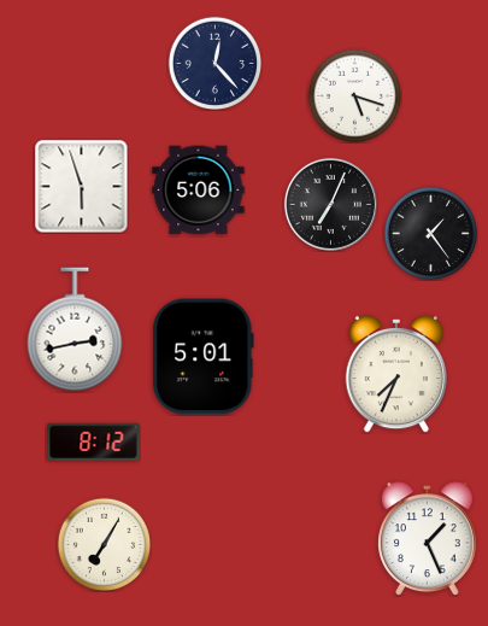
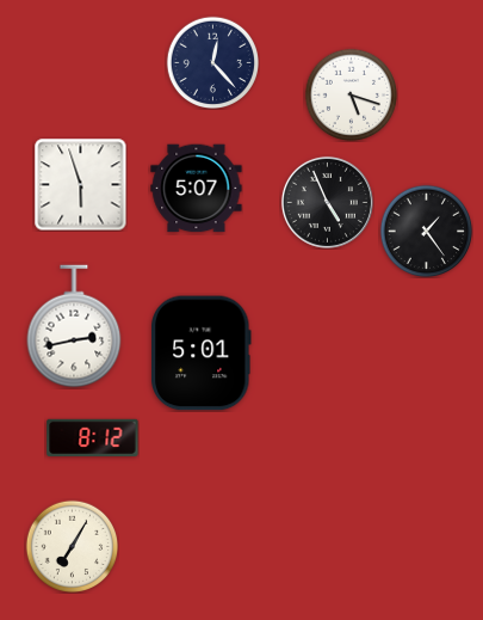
clock at (199, 191): 5:06 -> 5:07
clock at (330, 204): 7:04 -> 4:56
clock at (395, 374): 7:34 -> none
clock at (428, 539): 1:26 -> none
clock at (104, 544) position: (104, 544) -> (72, 546)
